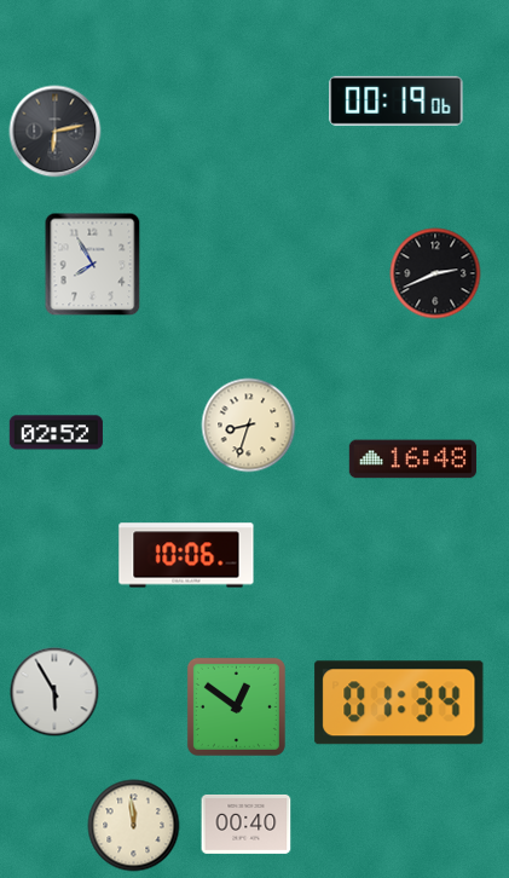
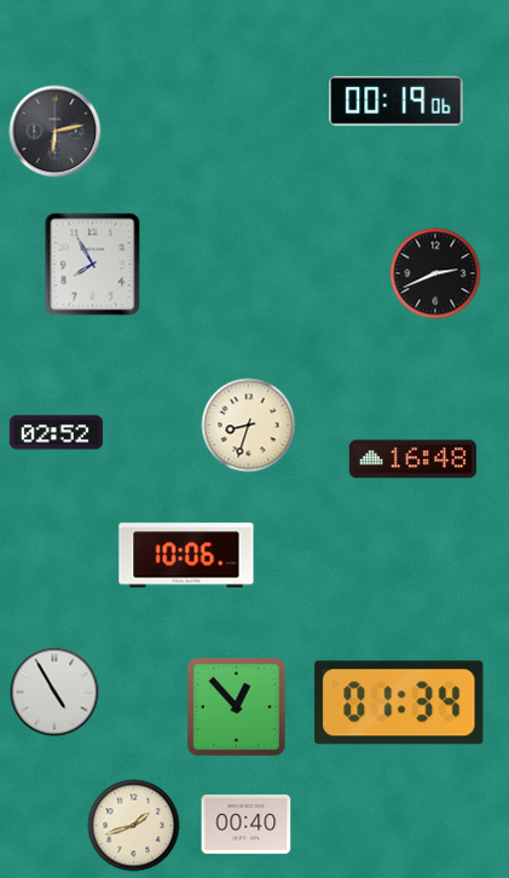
clock at (54, 692): 5:55 -> 4:55
clock at (236, 706): 12:51 -> 12:53
clock at (134, 826): 11:59 -> 1:42
